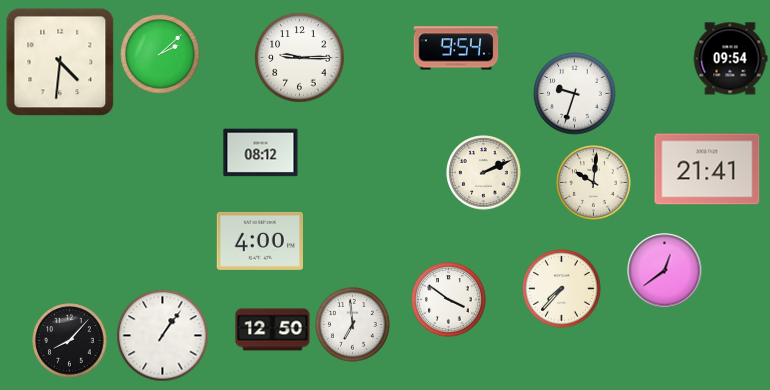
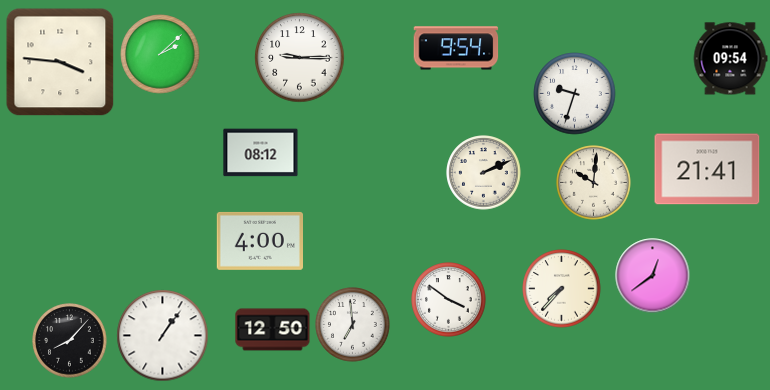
clock at (60, 62): 4:31 -> 3:46
clock at (665, 271) position: (665, 271) -> (653, 276)
